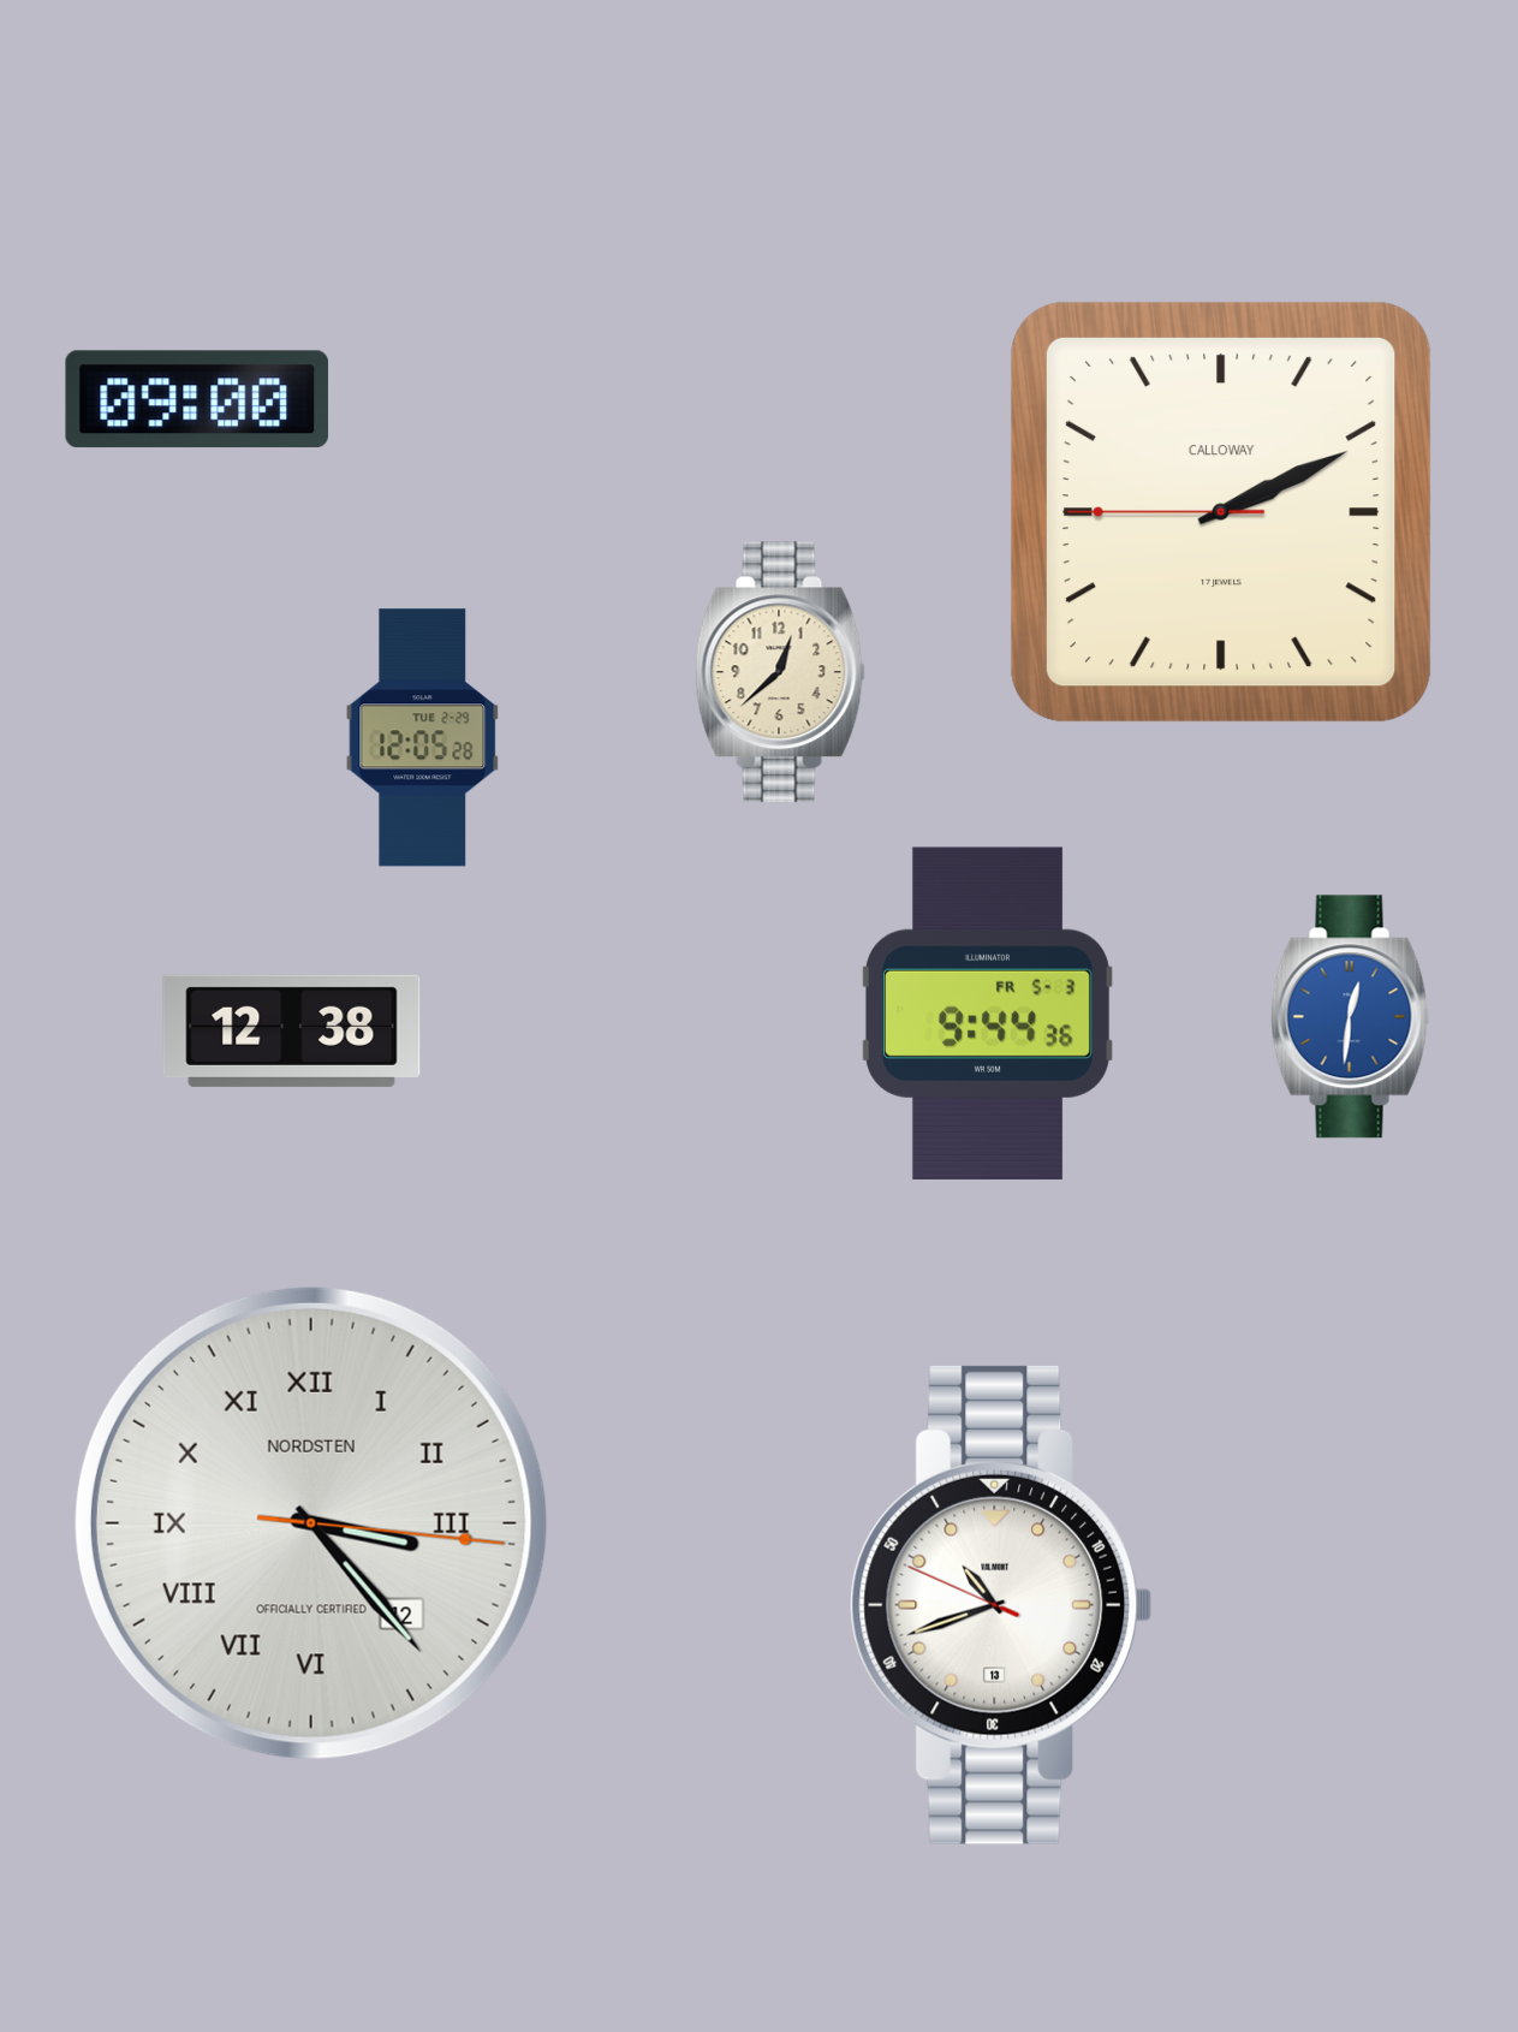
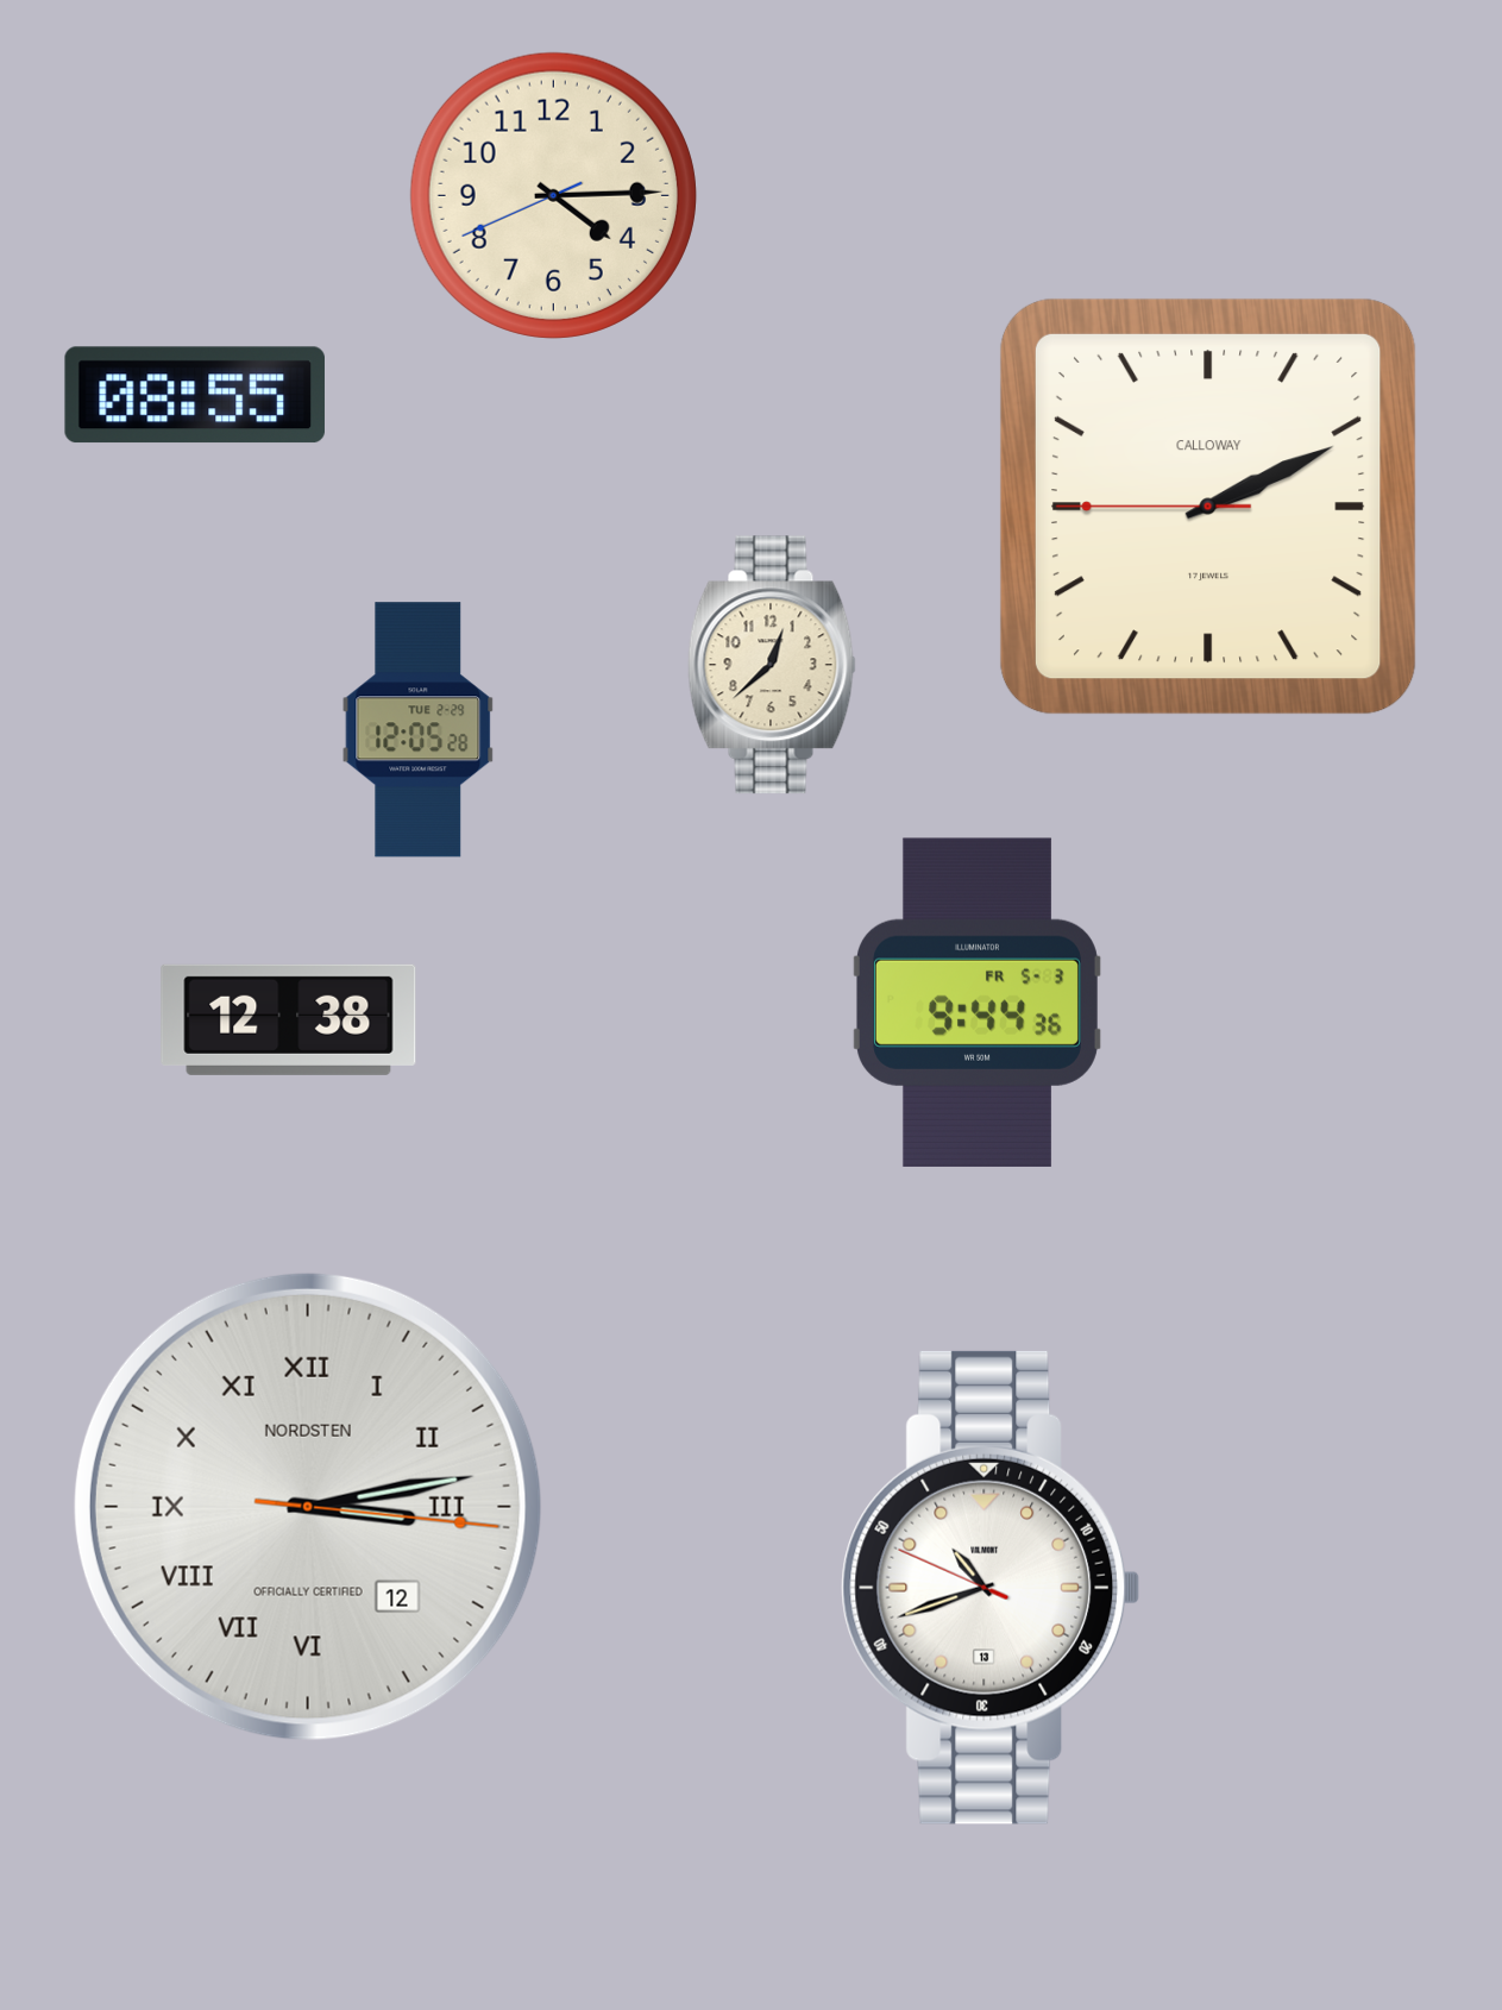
clock at (553, 195): none -> 4:14
clock at (197, 399): 09:00 -> 08:55
clock at (1351, 1017): 12:31 -> none
clock at (311, 1523): 3:23 -> 3:13
